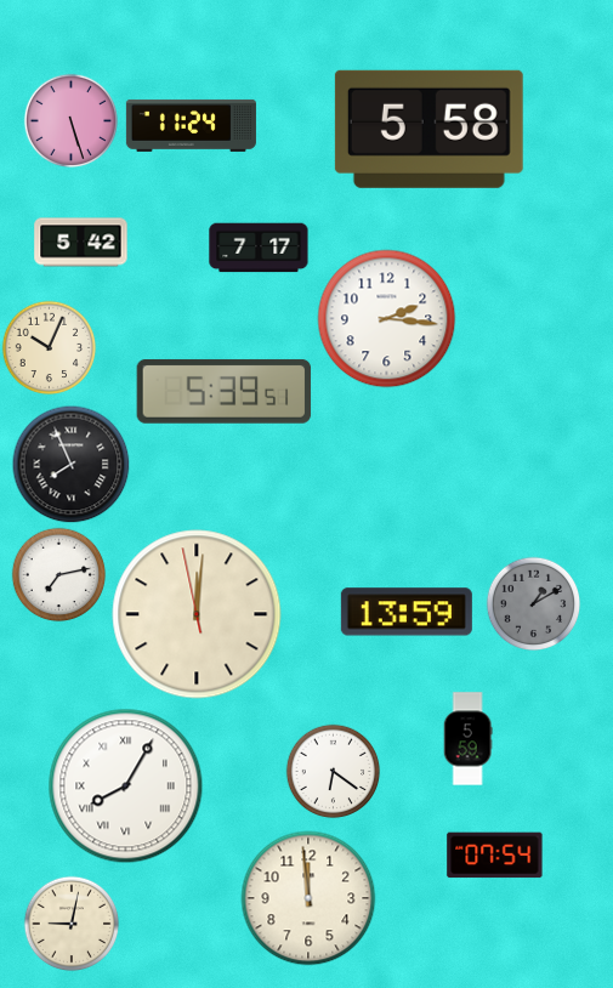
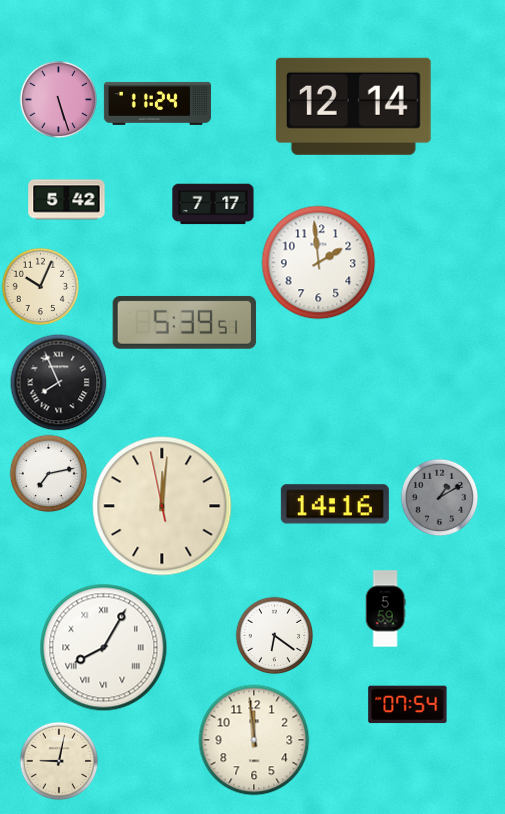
clock at (428, 129): 5:58 -> 12:14
clock at (387, 319): 2:16 -> 1:59
clock at (407, 612): 13:59 -> 14:16
